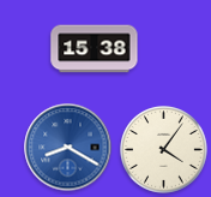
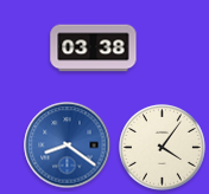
clock at (95, 49): 15:38 -> 03:38
clock at (68, 148): 8:20 -> 8:21
